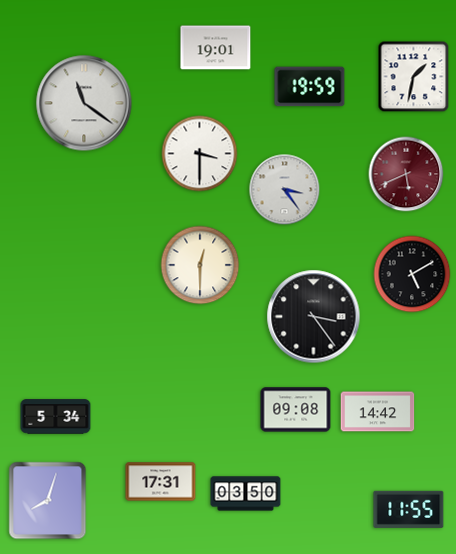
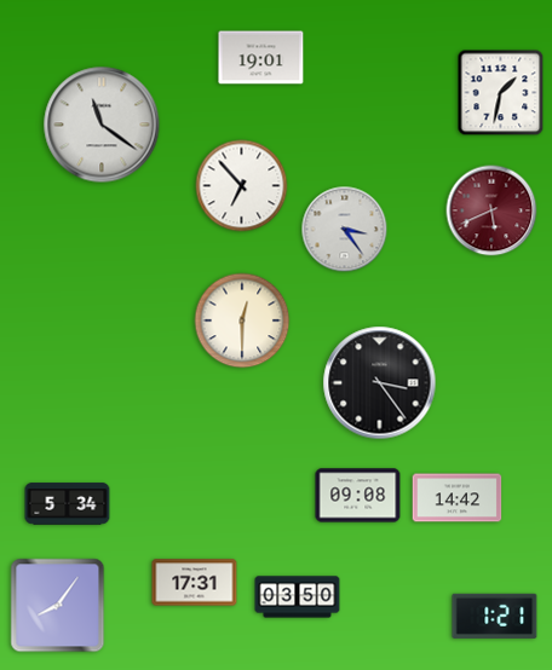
clock at (310, 87): 19:59 -> none
clock at (200, 154): 3:30 -> 6:53
clock at (412, 274): 5:10 -> none
clock at (48, 501): 8:03 -> 8:06
clock at (409, 509): 11:55 -> 1:21
